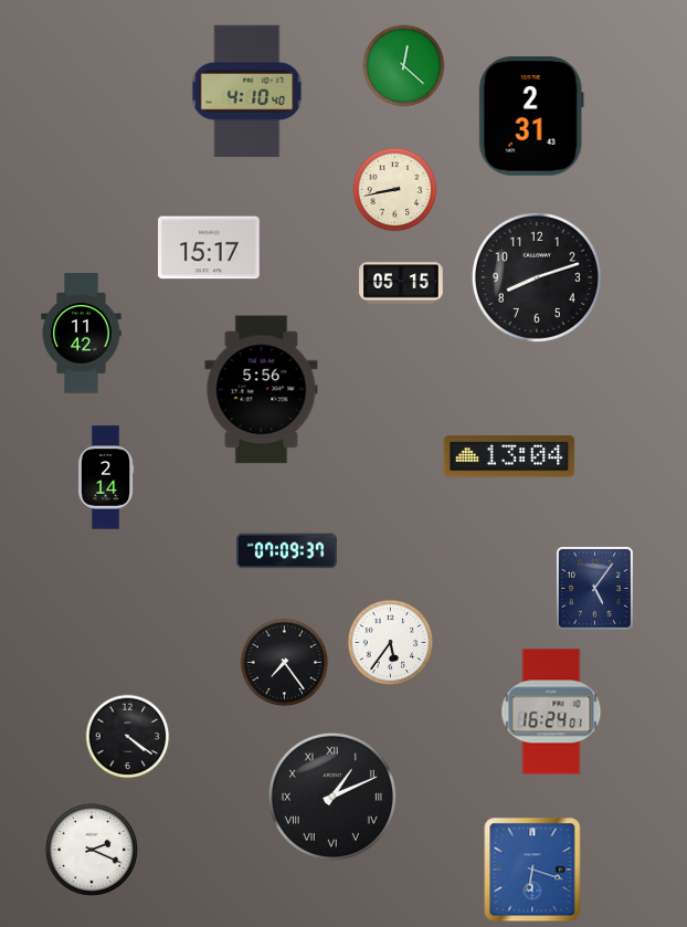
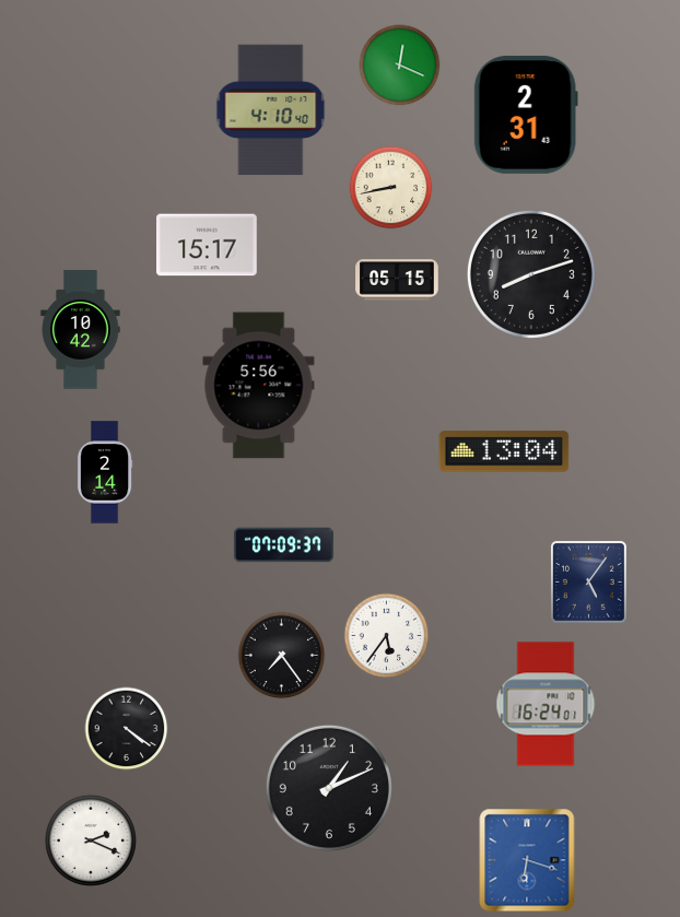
clock at (404, 66): 12:22 -> 12:19
clock at (247, 92) position: (247, 92) -> (271, 110)
clock at (82, 334): 11:42 -> 10:42
clock at (332, 797) numerals: Roman -> Arabic
